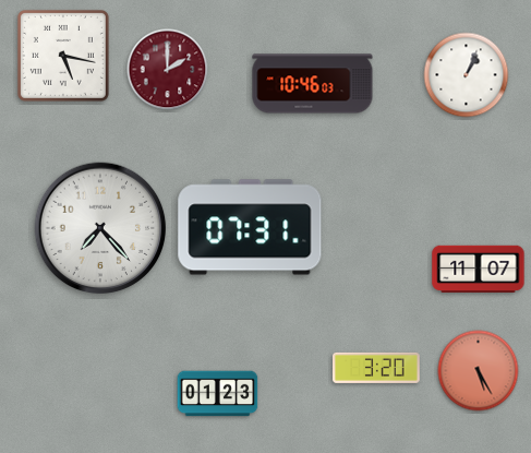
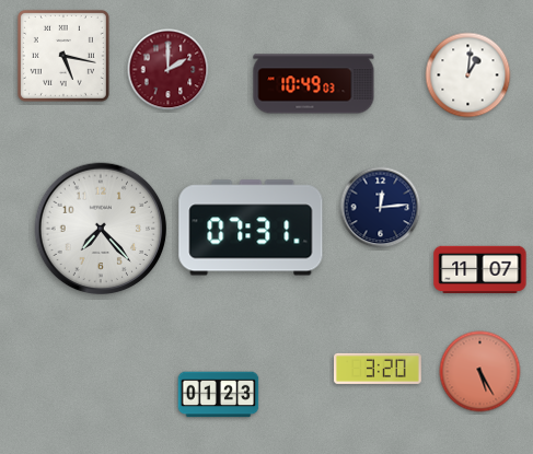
clock at (467, 75): 1:04 -> 1:01
clock at (313, 84): 10:46 -> 10:49
clock at (381, 208): none -> 12:14
